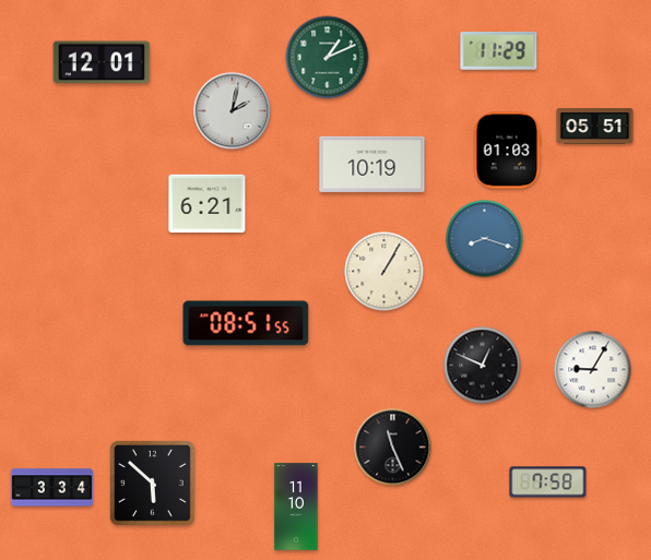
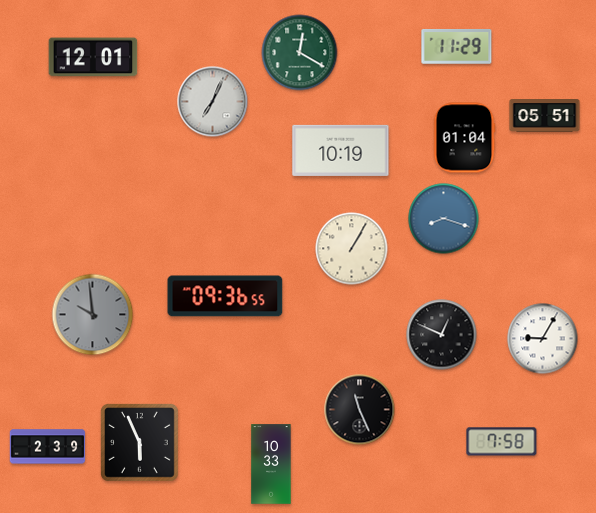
clock at (328, 58): 1:11 -> 12:20
clock at (233, 111): 2:02 -> 7:04
clock at (507, 151): 01:03 -> 01:04
clock at (208, 204): 6:21 -> none
clock at (246, 323): 08:51 -> 09:36
clock at (93, 315): none -> 9:59
clock at (153, 484): 5:52 -> 5:56
clock at (52, 488): 3:34 -> 2:39
clock at (296, 507): 11:10 -> 10:33
